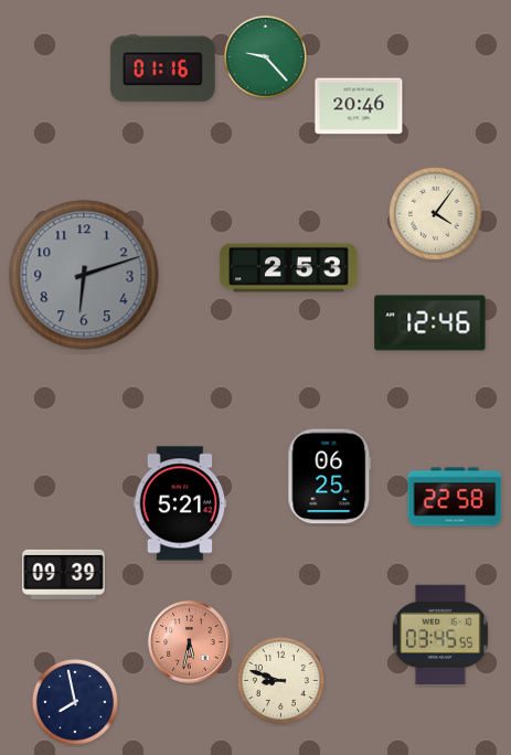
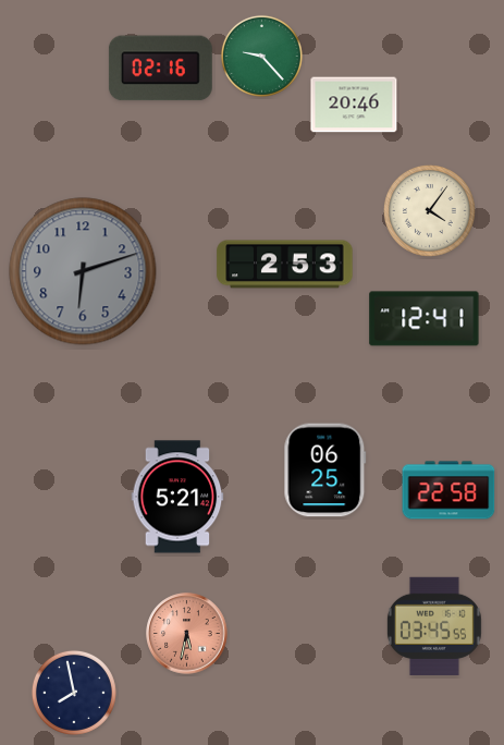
clock at (162, 70): 01:16 -> 02:16
clock at (430, 323): 12:46 -> 12:41
clock at (64, 574): 09:39 -> none
clock at (280, 680): 8:48 -> none
